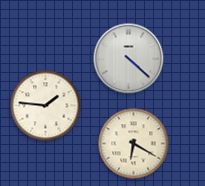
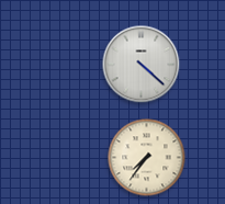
clock at (46, 106): 1:46 -> none
clock at (134, 144): 6:20 -> 7:36
